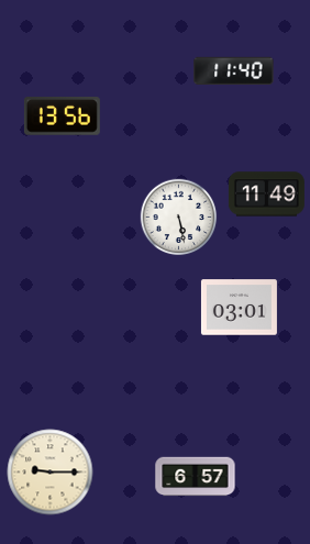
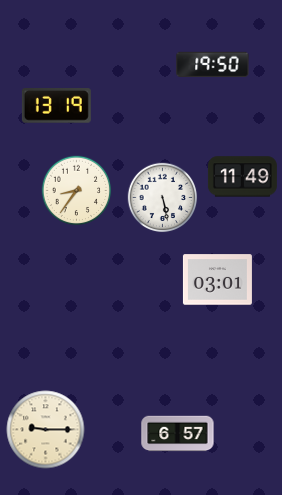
clock at (234, 70): 11:40 -> 19:50
clock at (62, 116): 13:56 -> 13:19
clock at (77, 191): none -> 8:36
